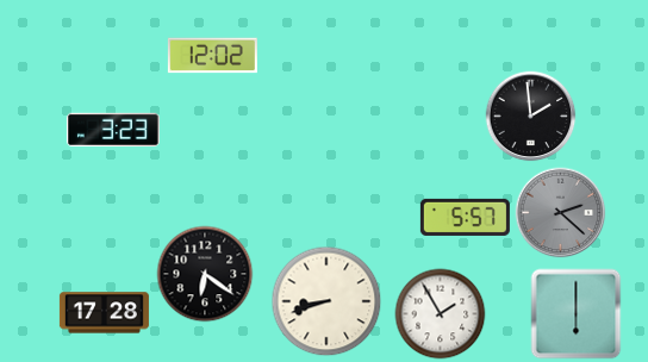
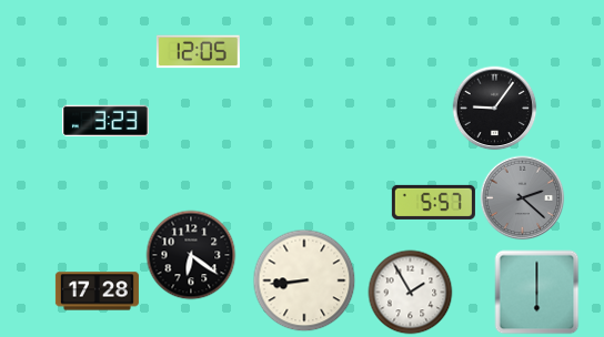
clock at (212, 56): 12:02 -> 12:05
clock at (531, 117): 1:59 -> 9:06
clock at (326, 301): 8:42 -> 8:44
